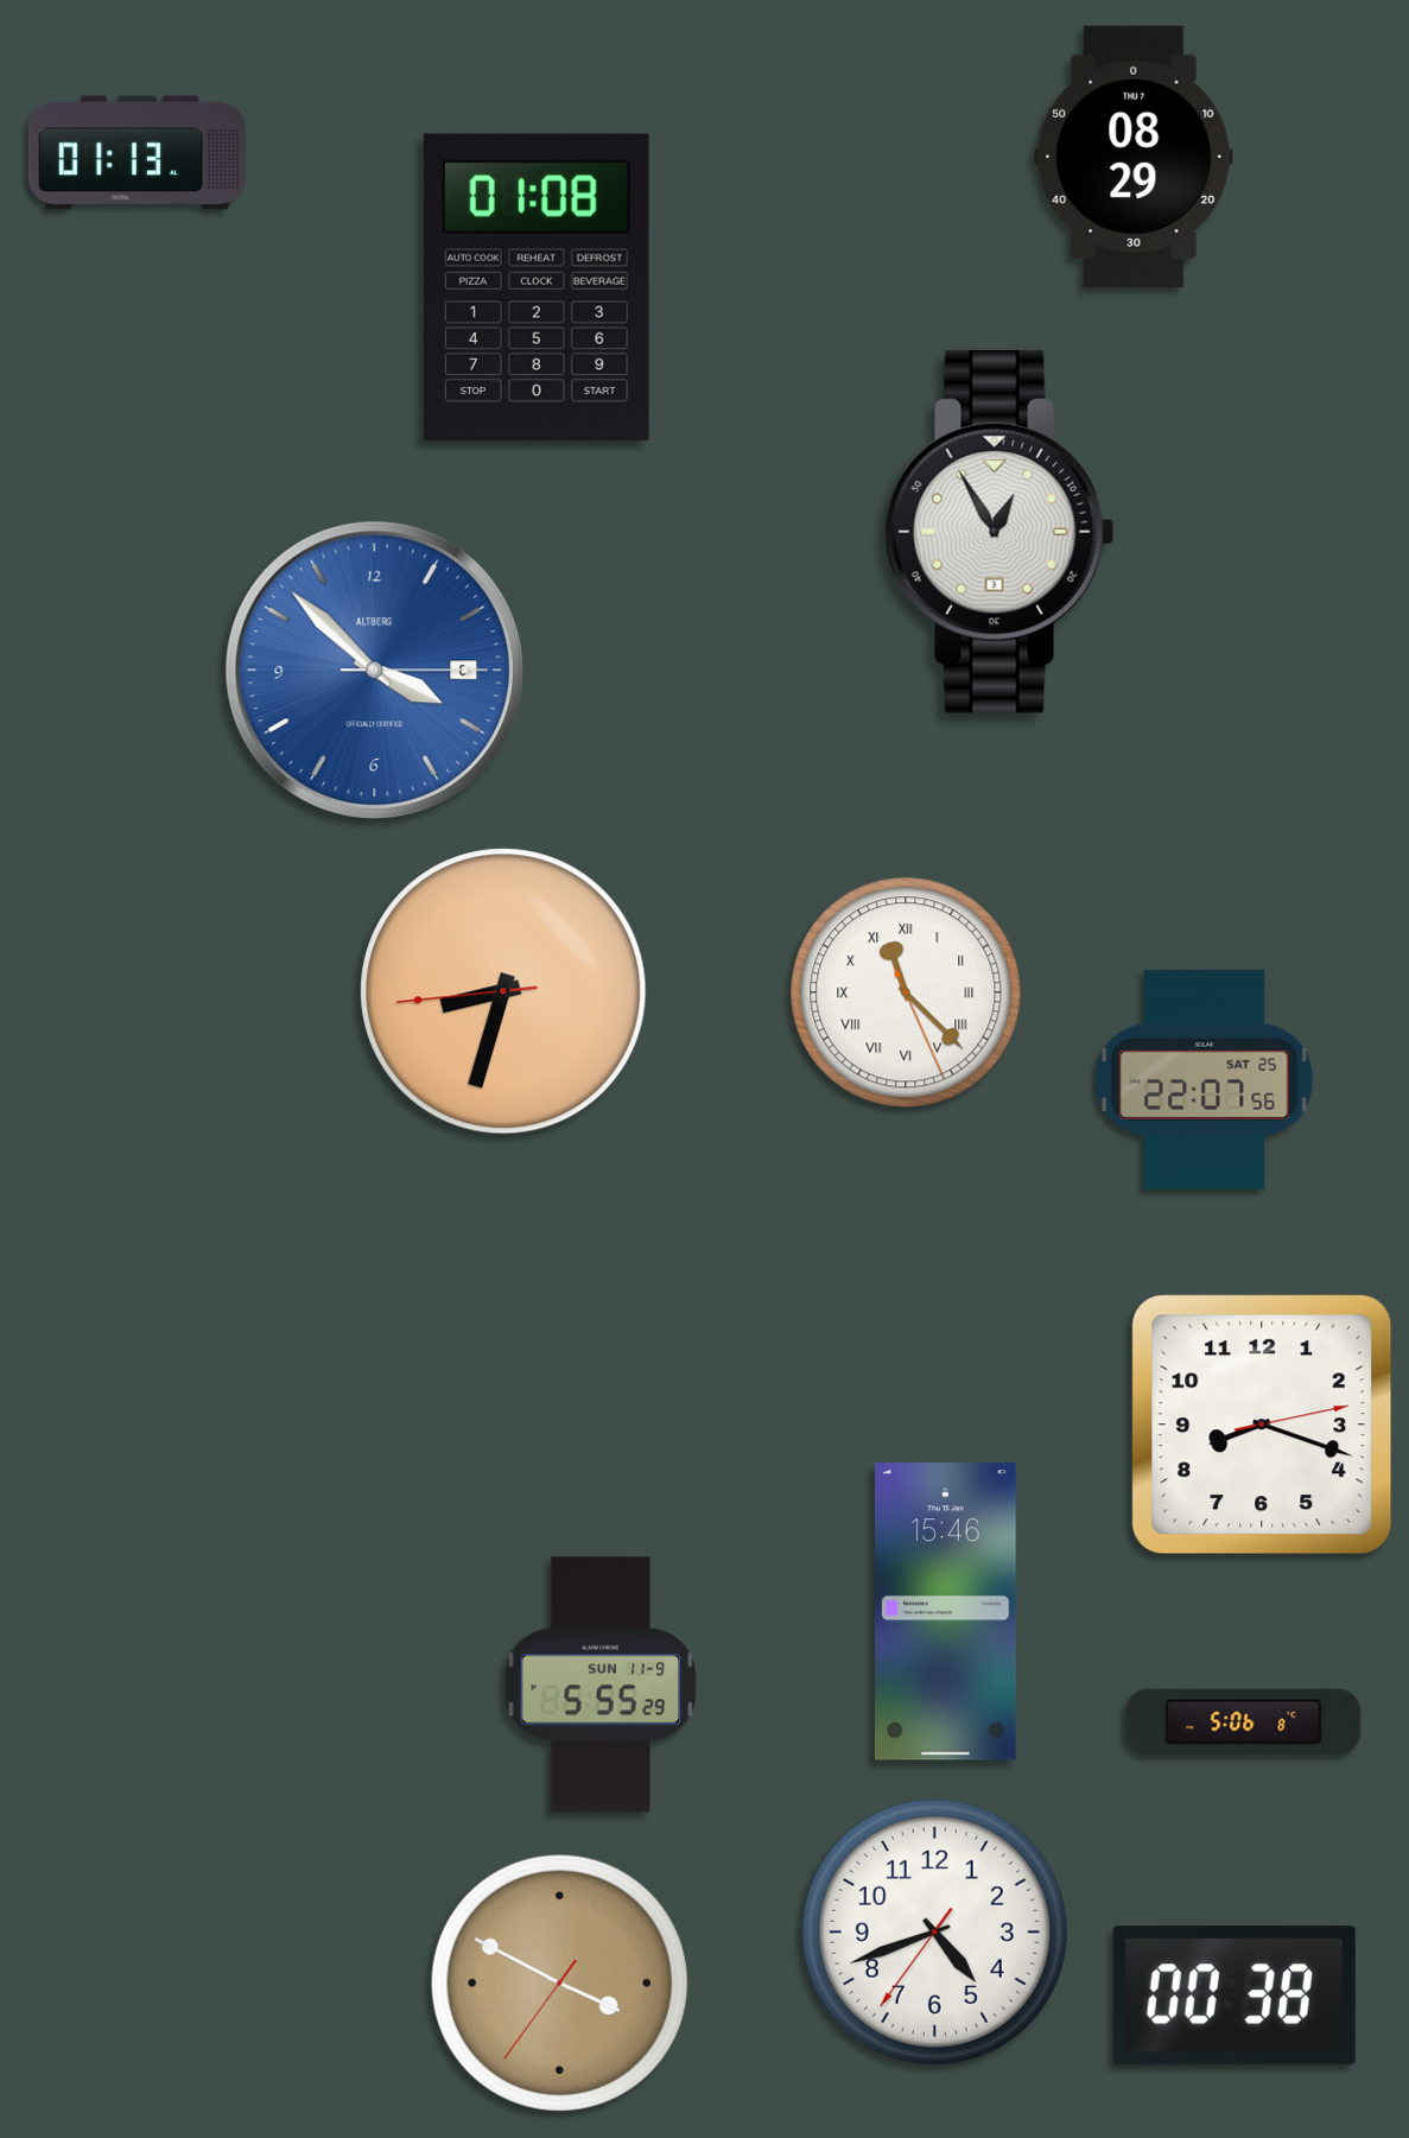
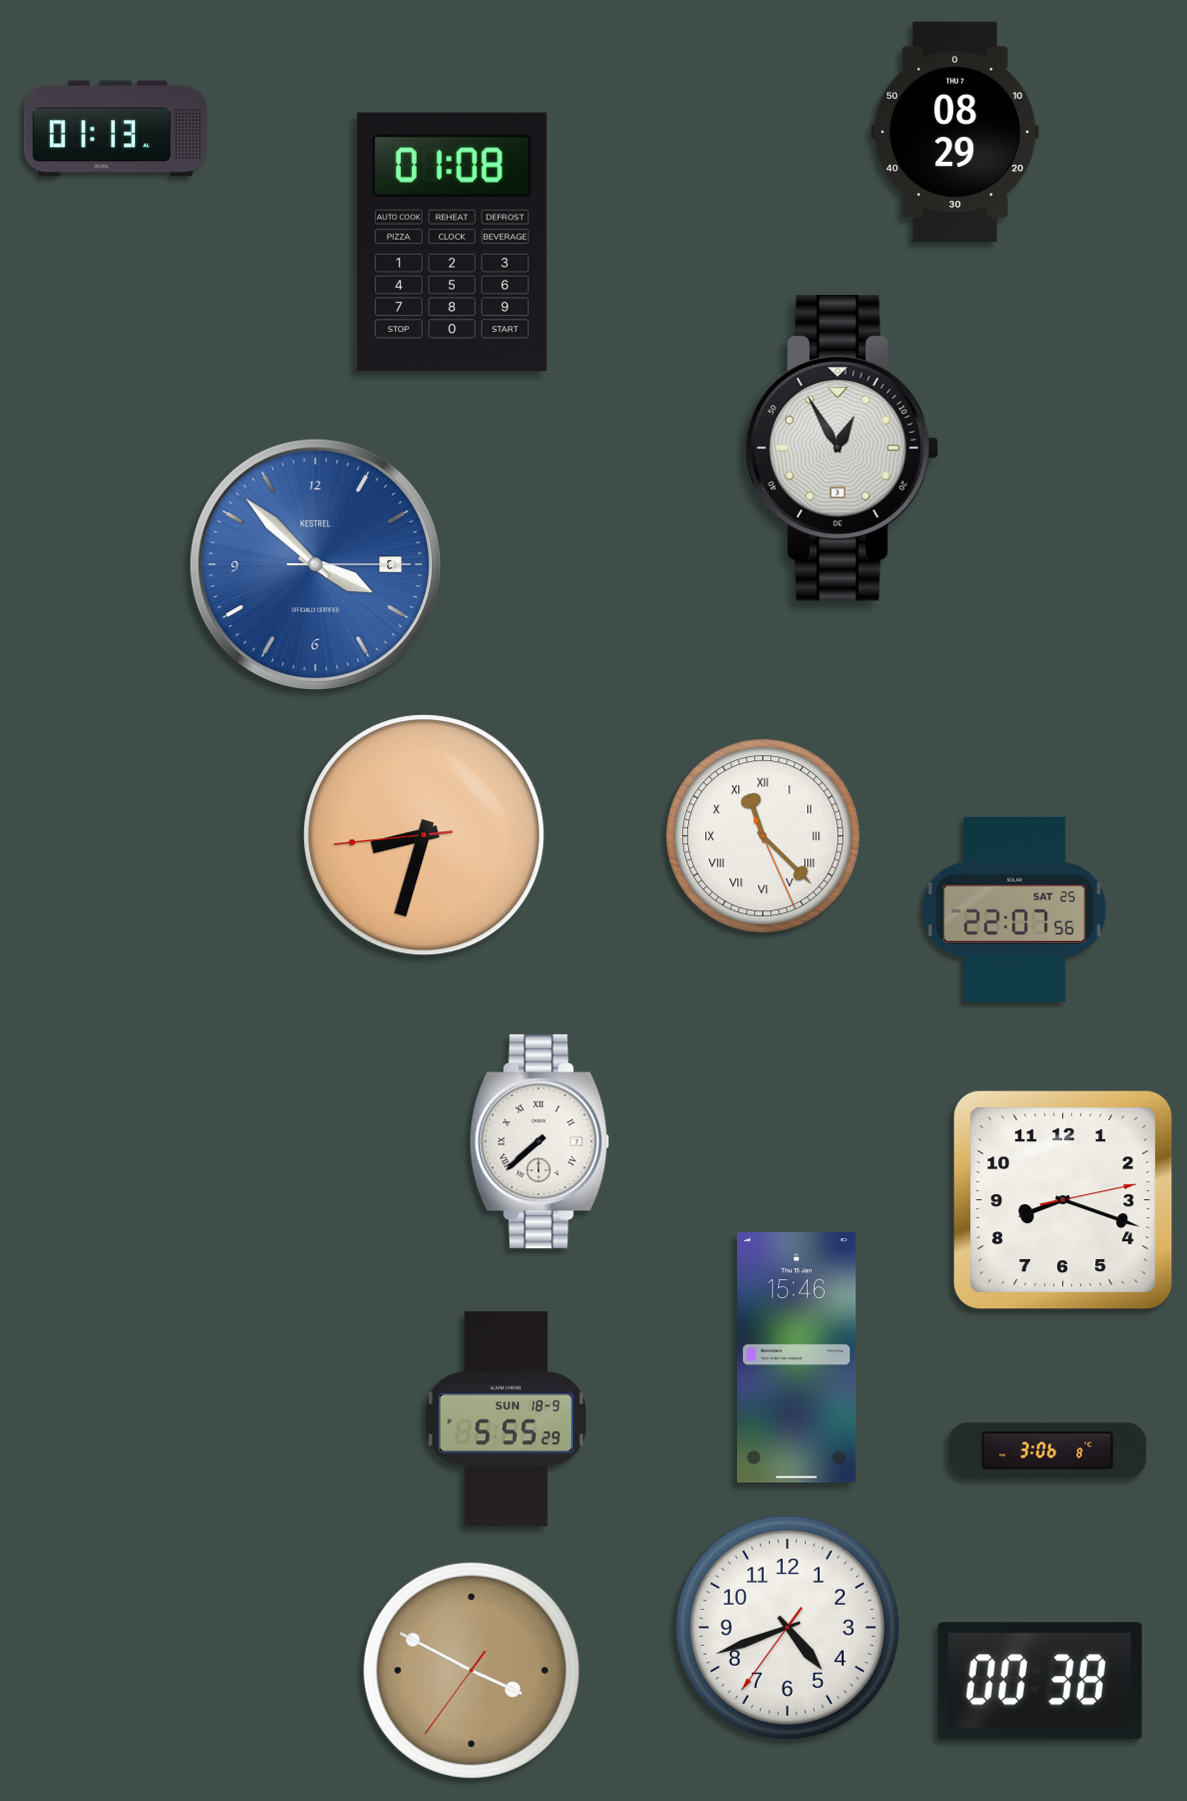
clock at (374, 670) brand: ALTBERG -> KESTREL
clock at (540, 1142): none -> 7:38
clock at (599, 1685) date: SUN 11-9 -> SUN 18-9
clock at (1244, 1723): 5:06 -> 3:06
